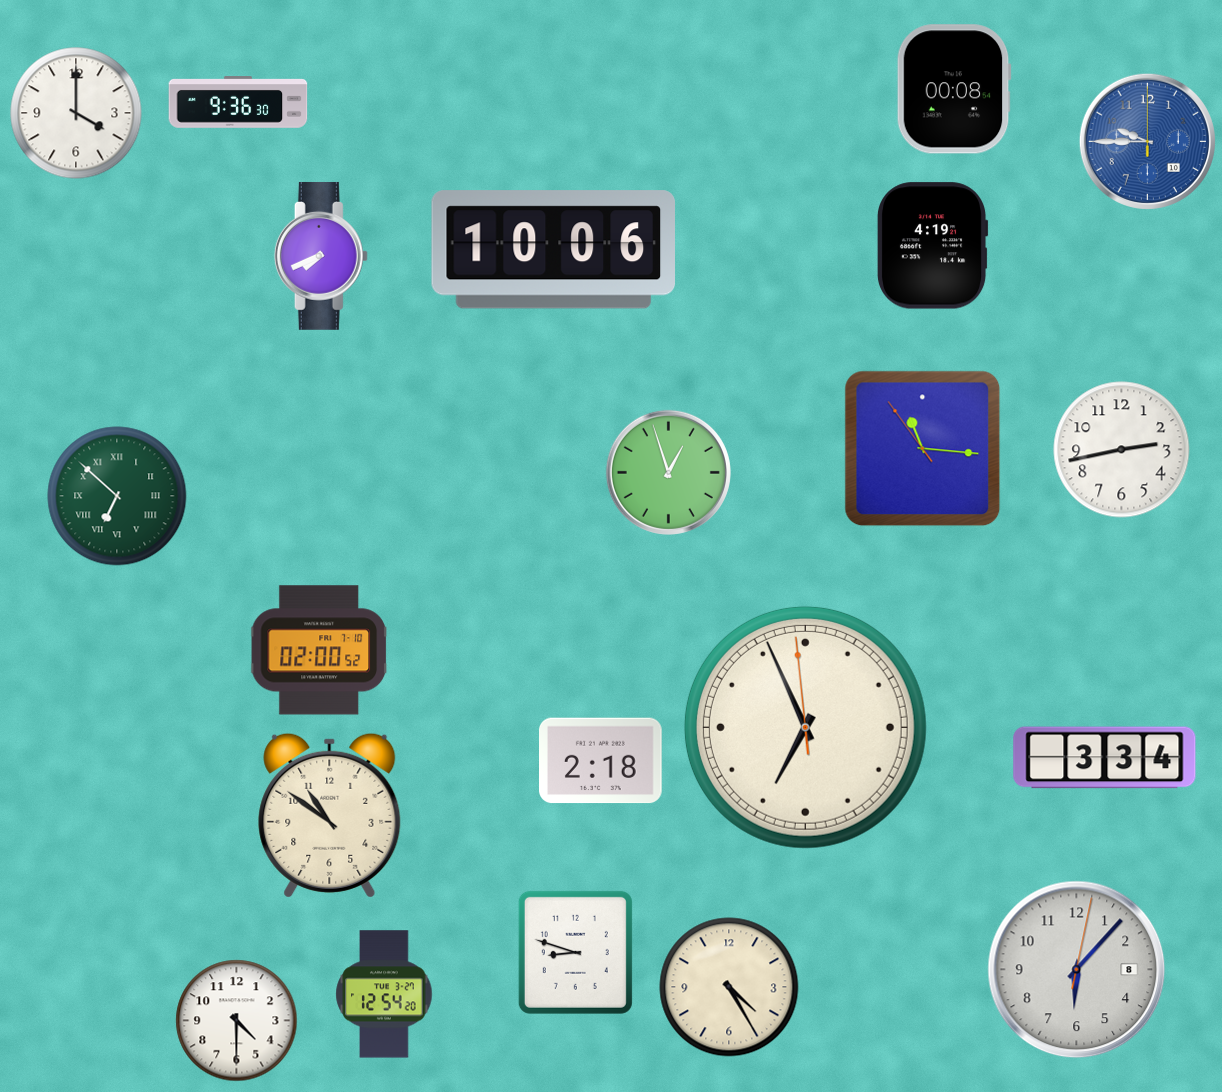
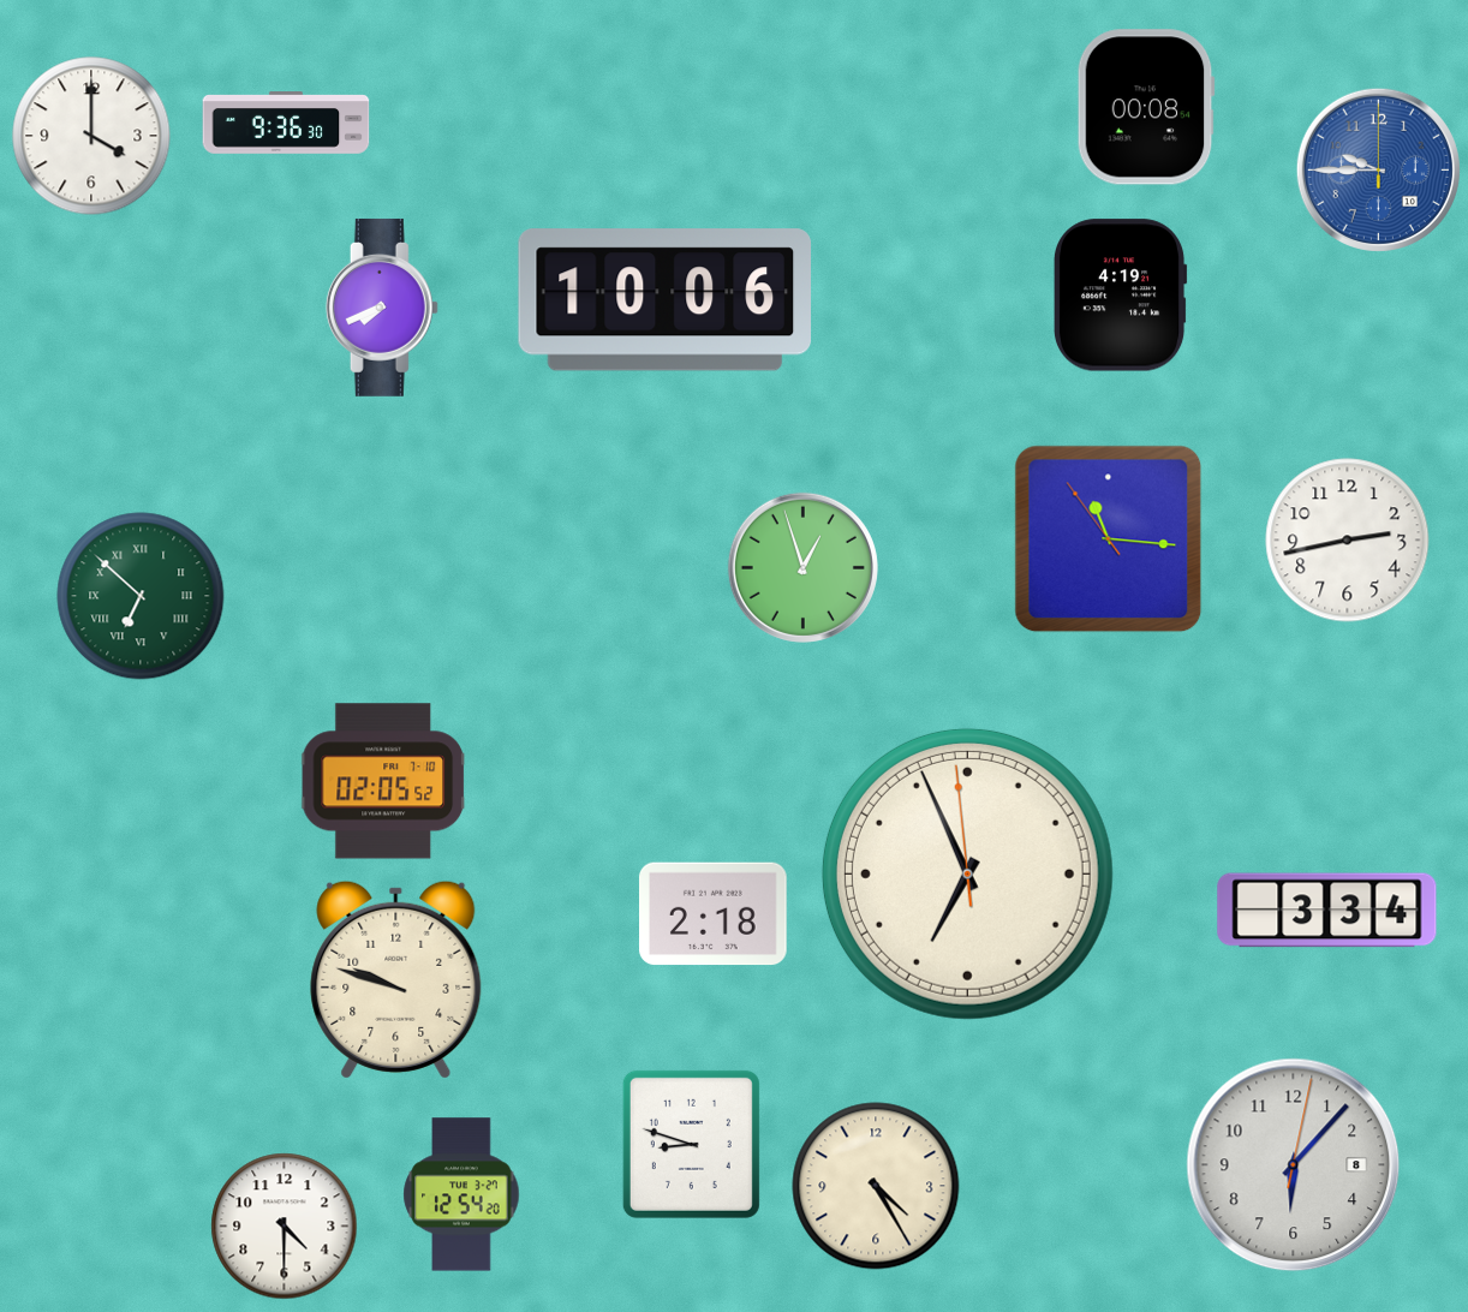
clock at (321, 256) position: (321, 256) -> (382, 308)
clock at (319, 650): 02:00 -> 02:05
clock at (601, 761) position: (601, 761) -> (714, 914)
clock at (330, 815): 10:51 -> 9:48
